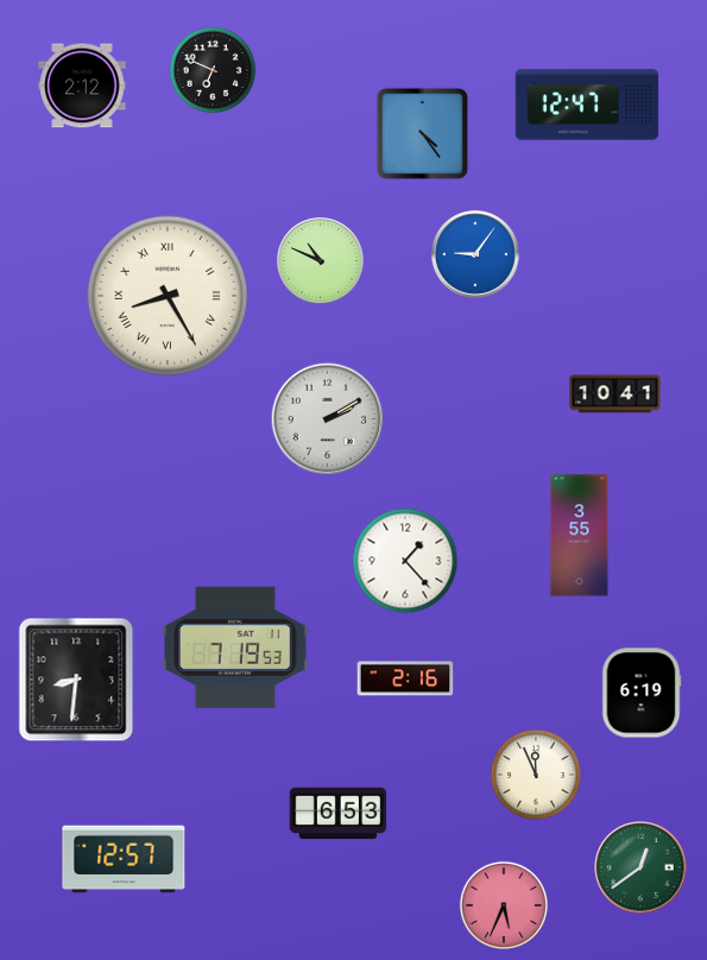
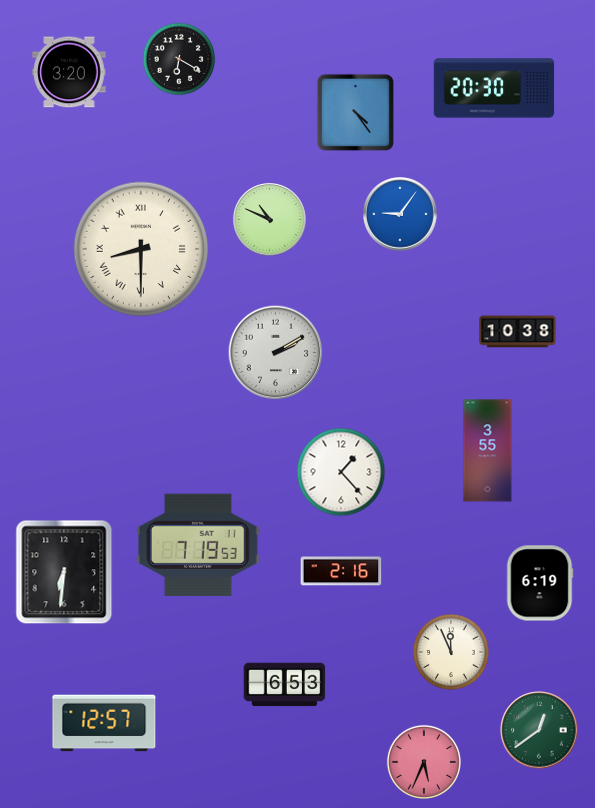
clock at (213, 70): 6:49 -> 6:20
clock at (82, 86): 2:12 -> 3:20
clock at (587, 105): 12:47 -> 20:30
clock at (168, 296): 8:25 -> 8:30
clock at (616, 394): 10:41 -> 10:38
clock at (76, 680): 8:31 -> 6:31
